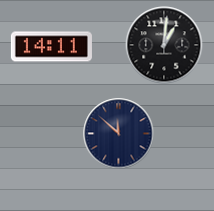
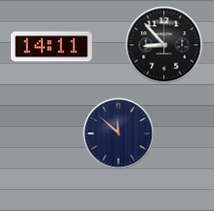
clock at (164, 45): 1:01 -> 8:53
